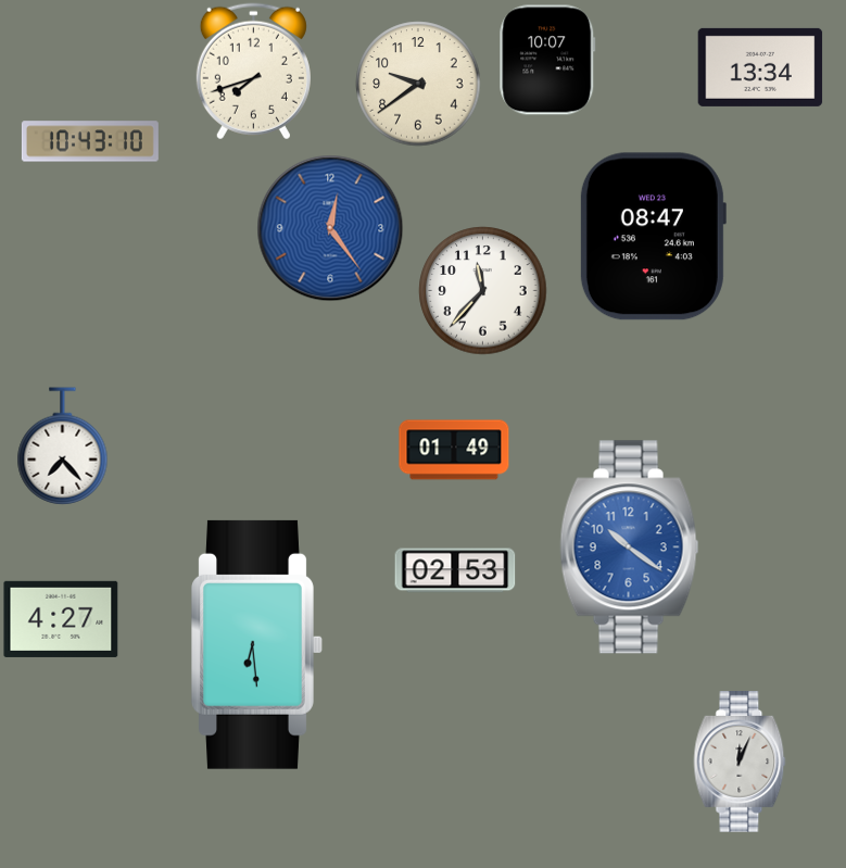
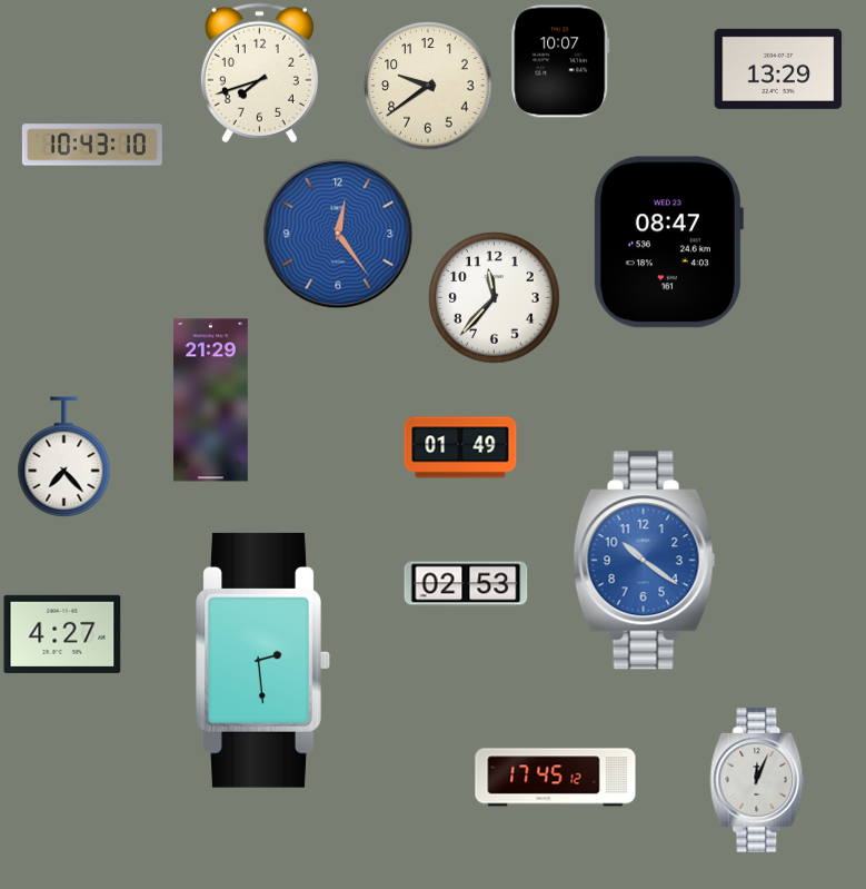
clock at (760, 67): 13:34 -> 13:29
clock at (210, 401): none -> 21:29
clock at (454, 450) position: (454, 450) -> (460, 447)
clock at (257, 644): 6:29 -> 2:29
clock at (556, 778): none -> 17:45
